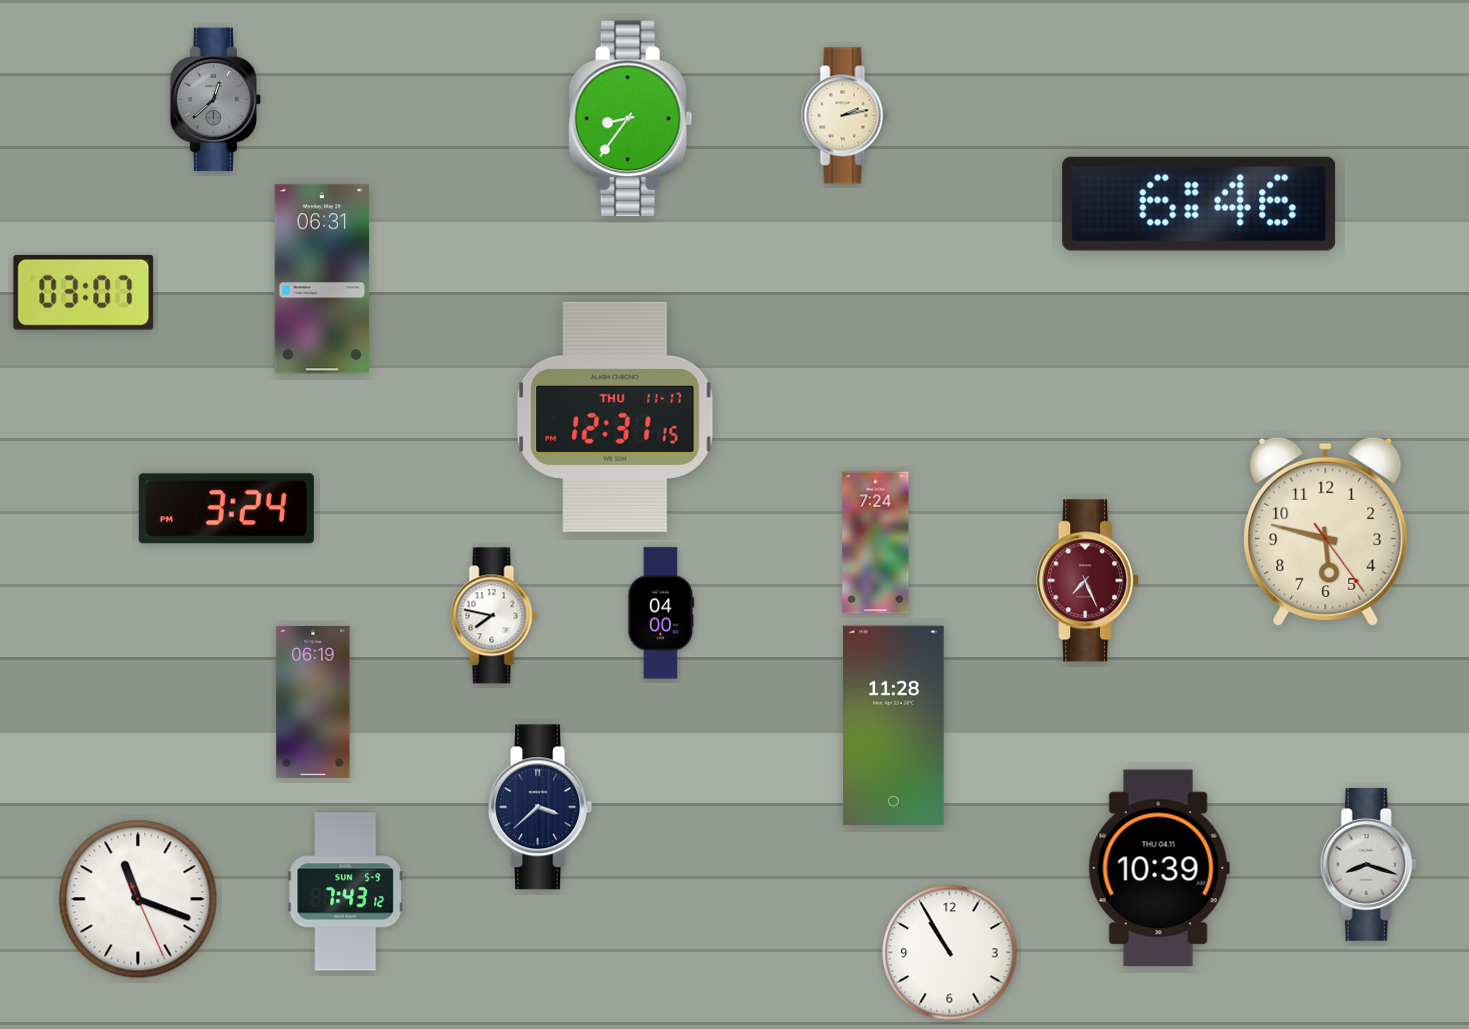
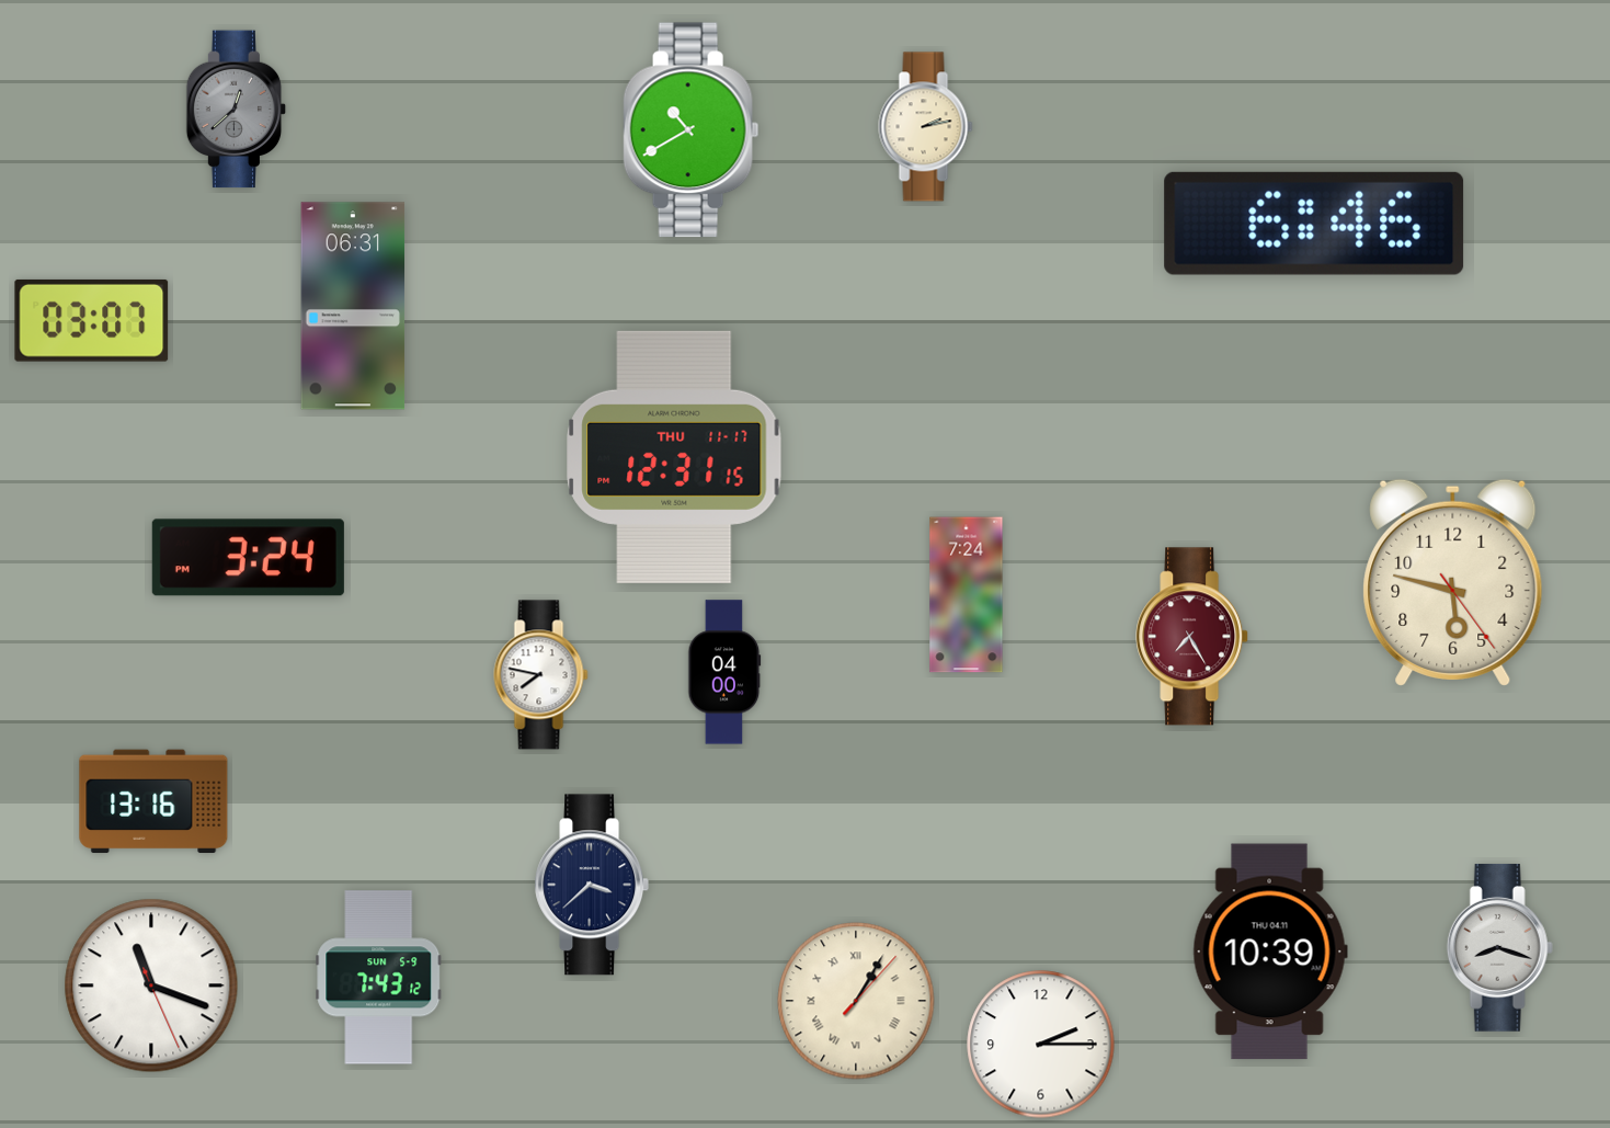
clock at (631, 119): 8:36 -> 10:40
clock at (876, 543) position: (876, 543) -> (967, 595)
clock at (1088, 581): 7:26 -> 7:25
clock at (313, 702): 06:19 -> none
clock at (894, 725): 11:28 -> none
clock at (153, 801): none -> 13:16
clock at (856, 1001): none -> 1:05
clock at (950, 953): 10:55 -> 2:15
